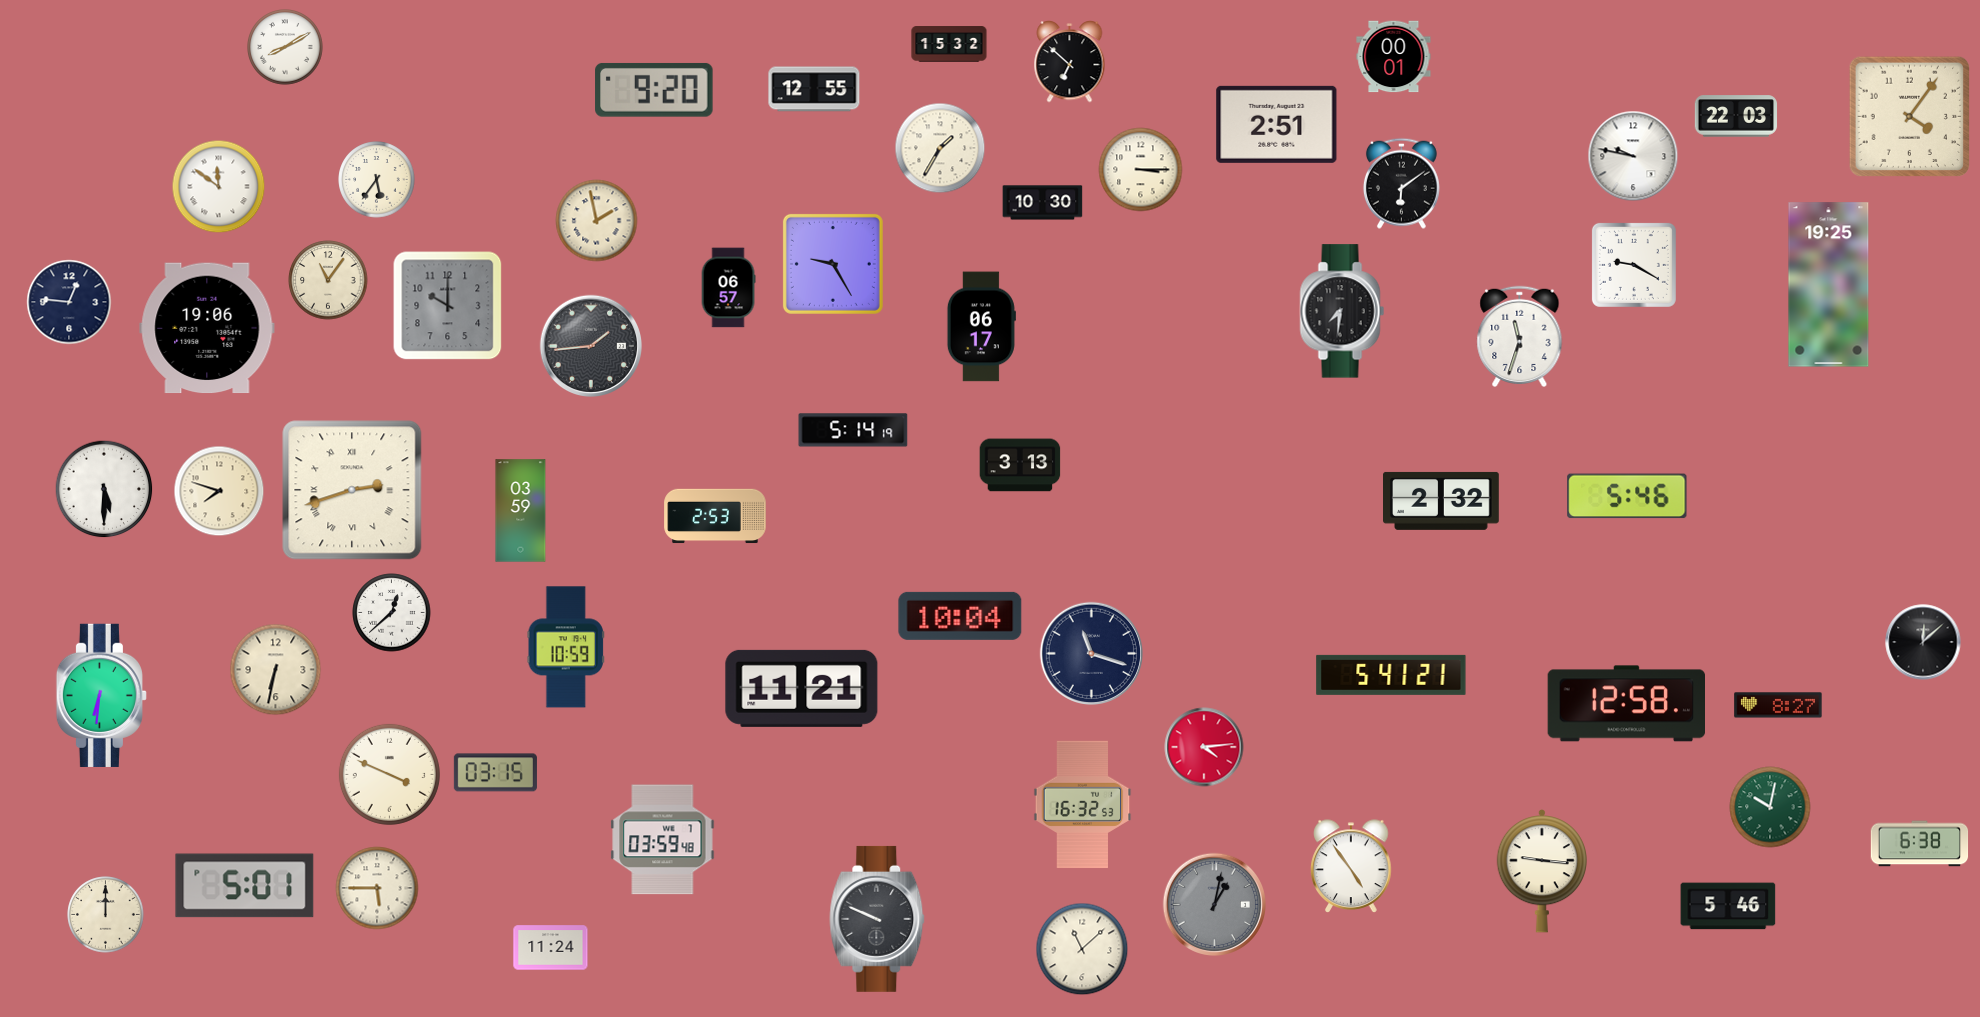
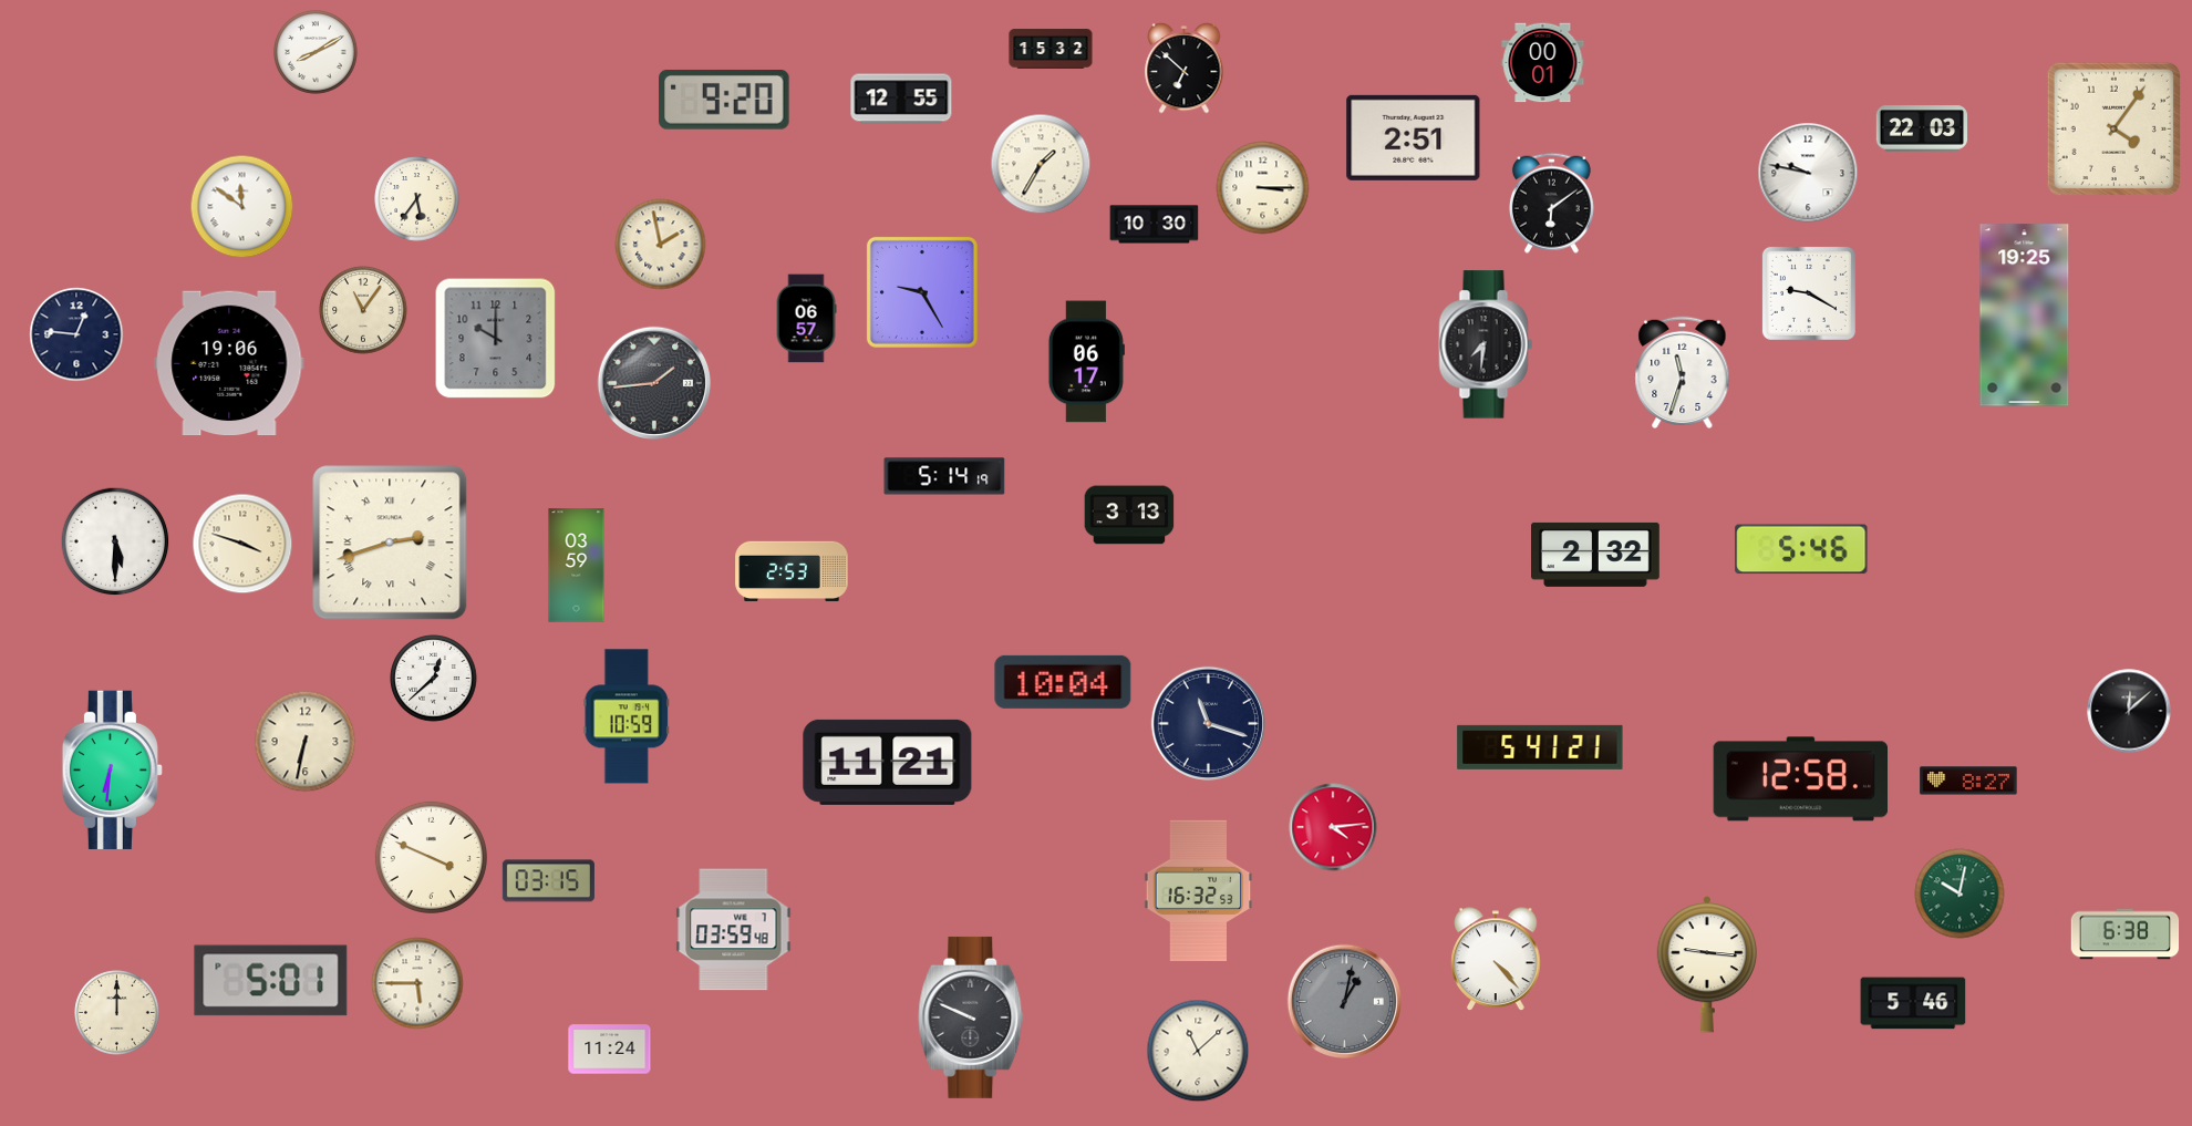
clock at (219, 491): 7:48 -> 3:48
clock at (495, 773) position: (495, 773) -> (548, 881)
clock at (1351, 866): 4:54 -> 4:23
